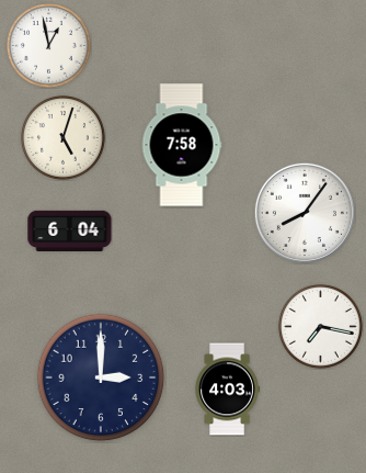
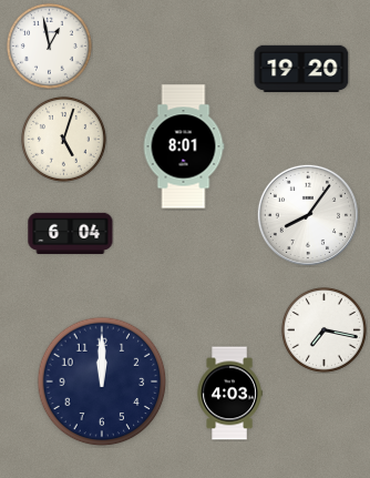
clock at (301, 69): none -> 19:20
clock at (182, 145): 7:58 -> 8:01
clock at (101, 378): 3:00 -> 12:00
